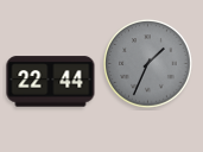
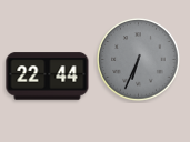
clock at (148, 64): 1:34 -> 6:34
